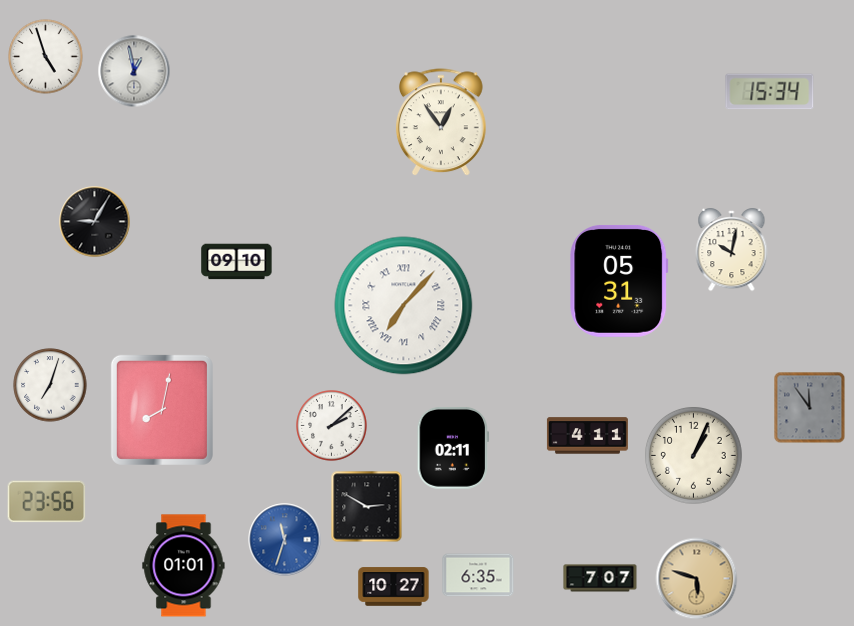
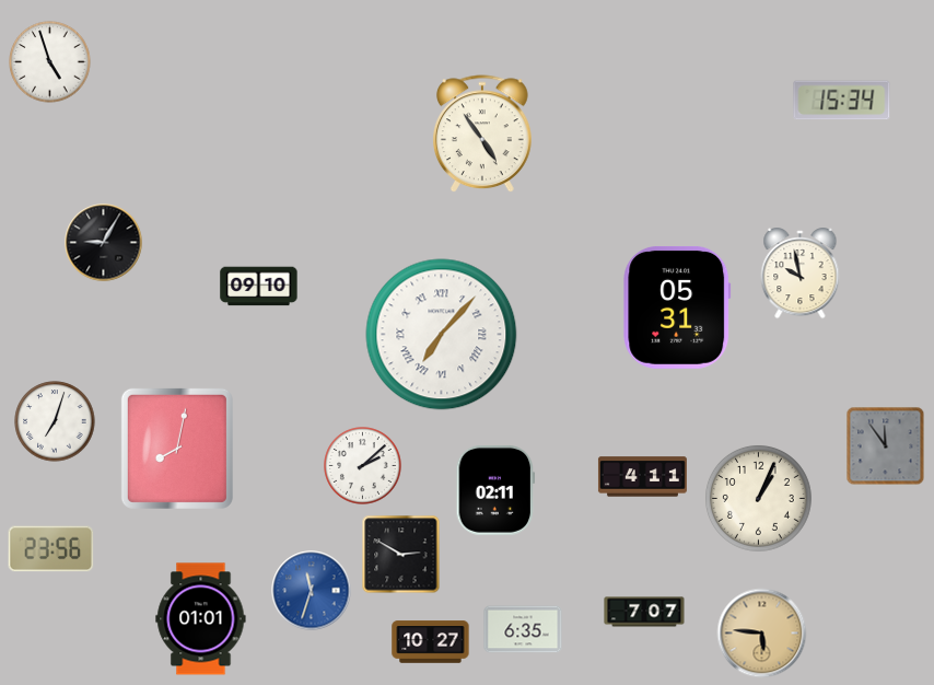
clock at (134, 71): 12:58 -> none
clock at (442, 123): 12:54 -> 4:54
clock at (732, 251): 10:02 -> 9:58
clock at (600, 578) position: (600, 578) -> (644, 612)
clock at (697, 579): 5:48 -> 5:46
